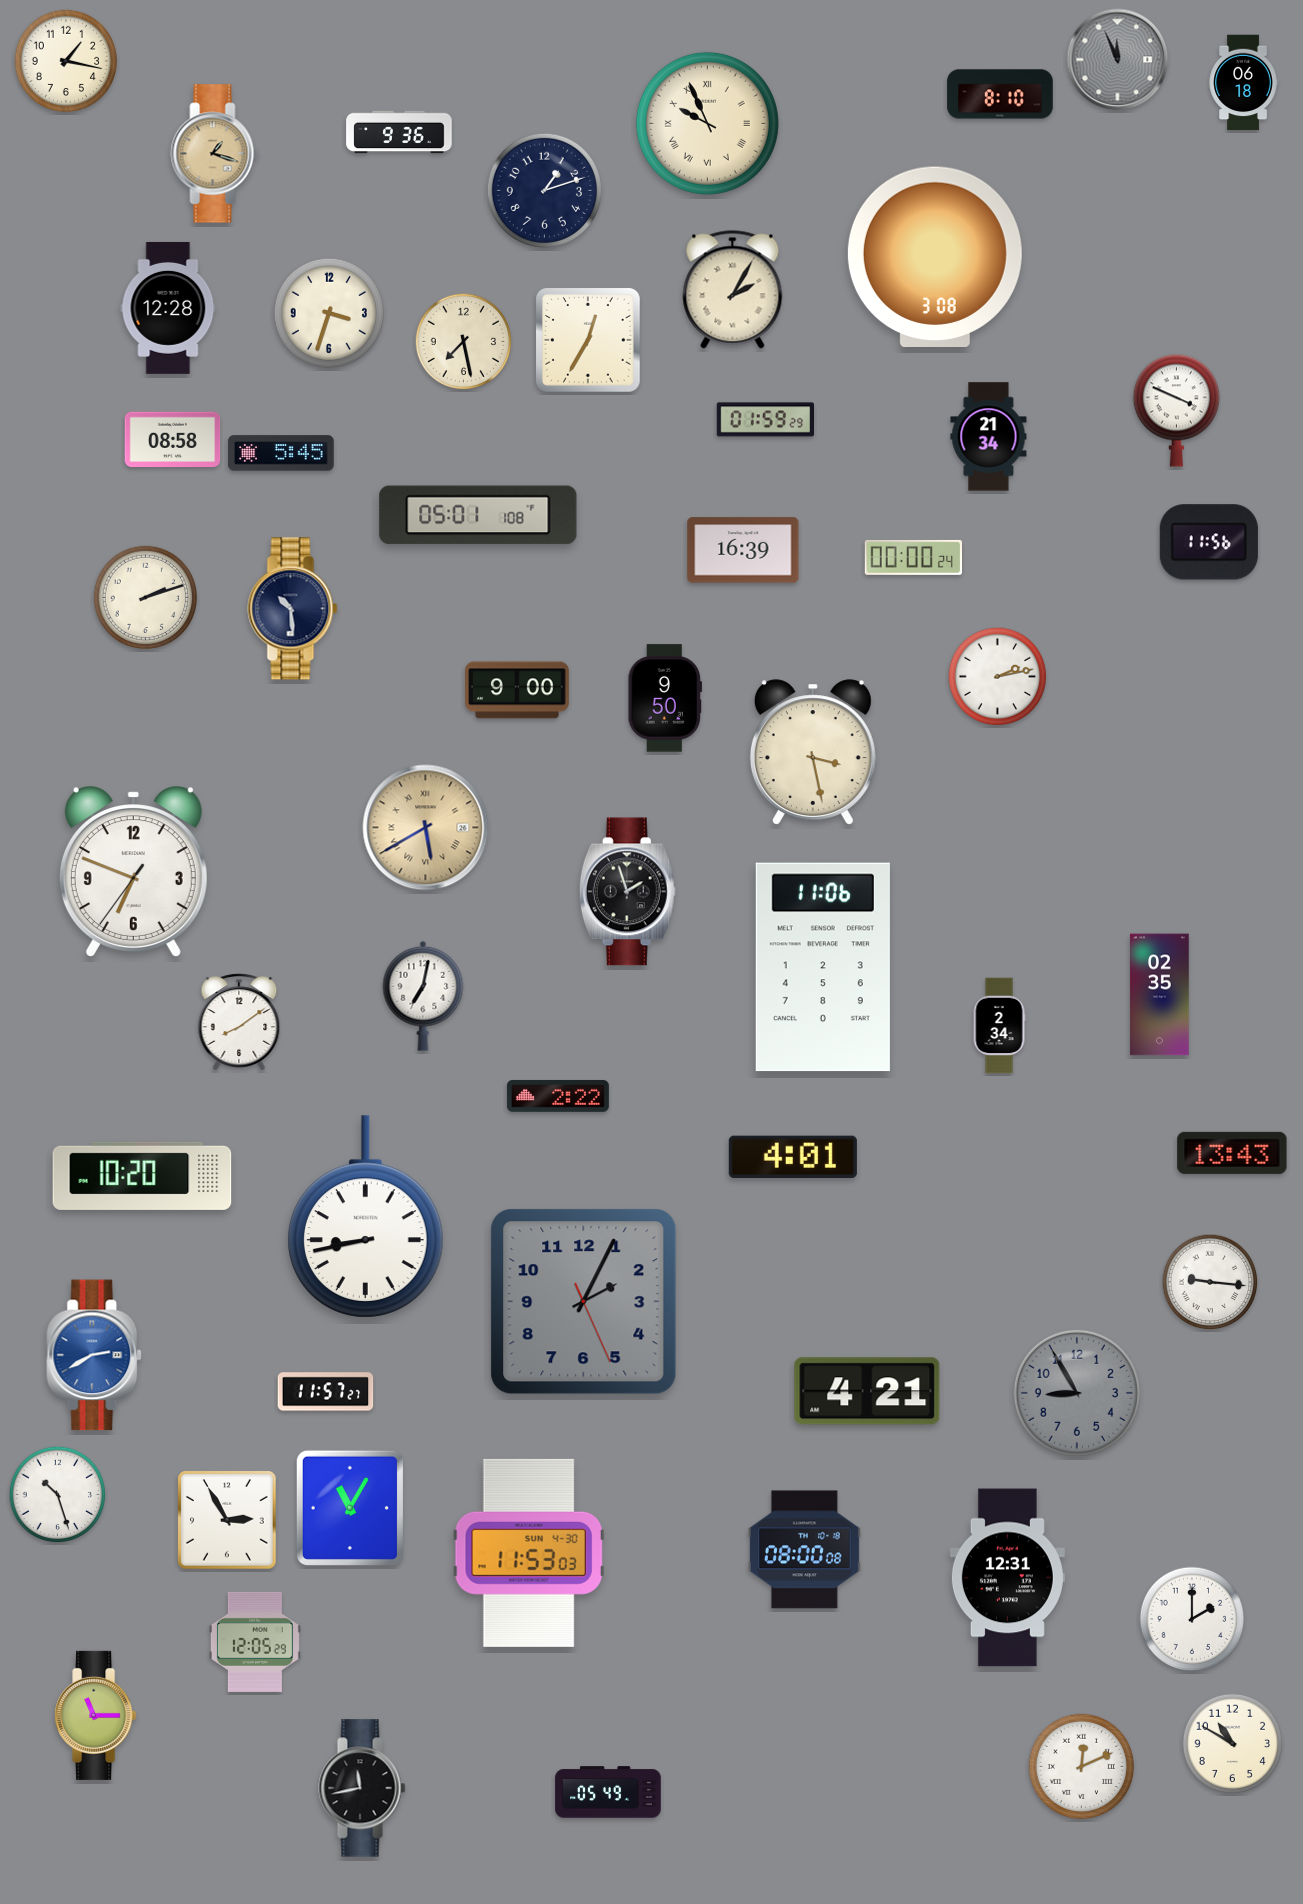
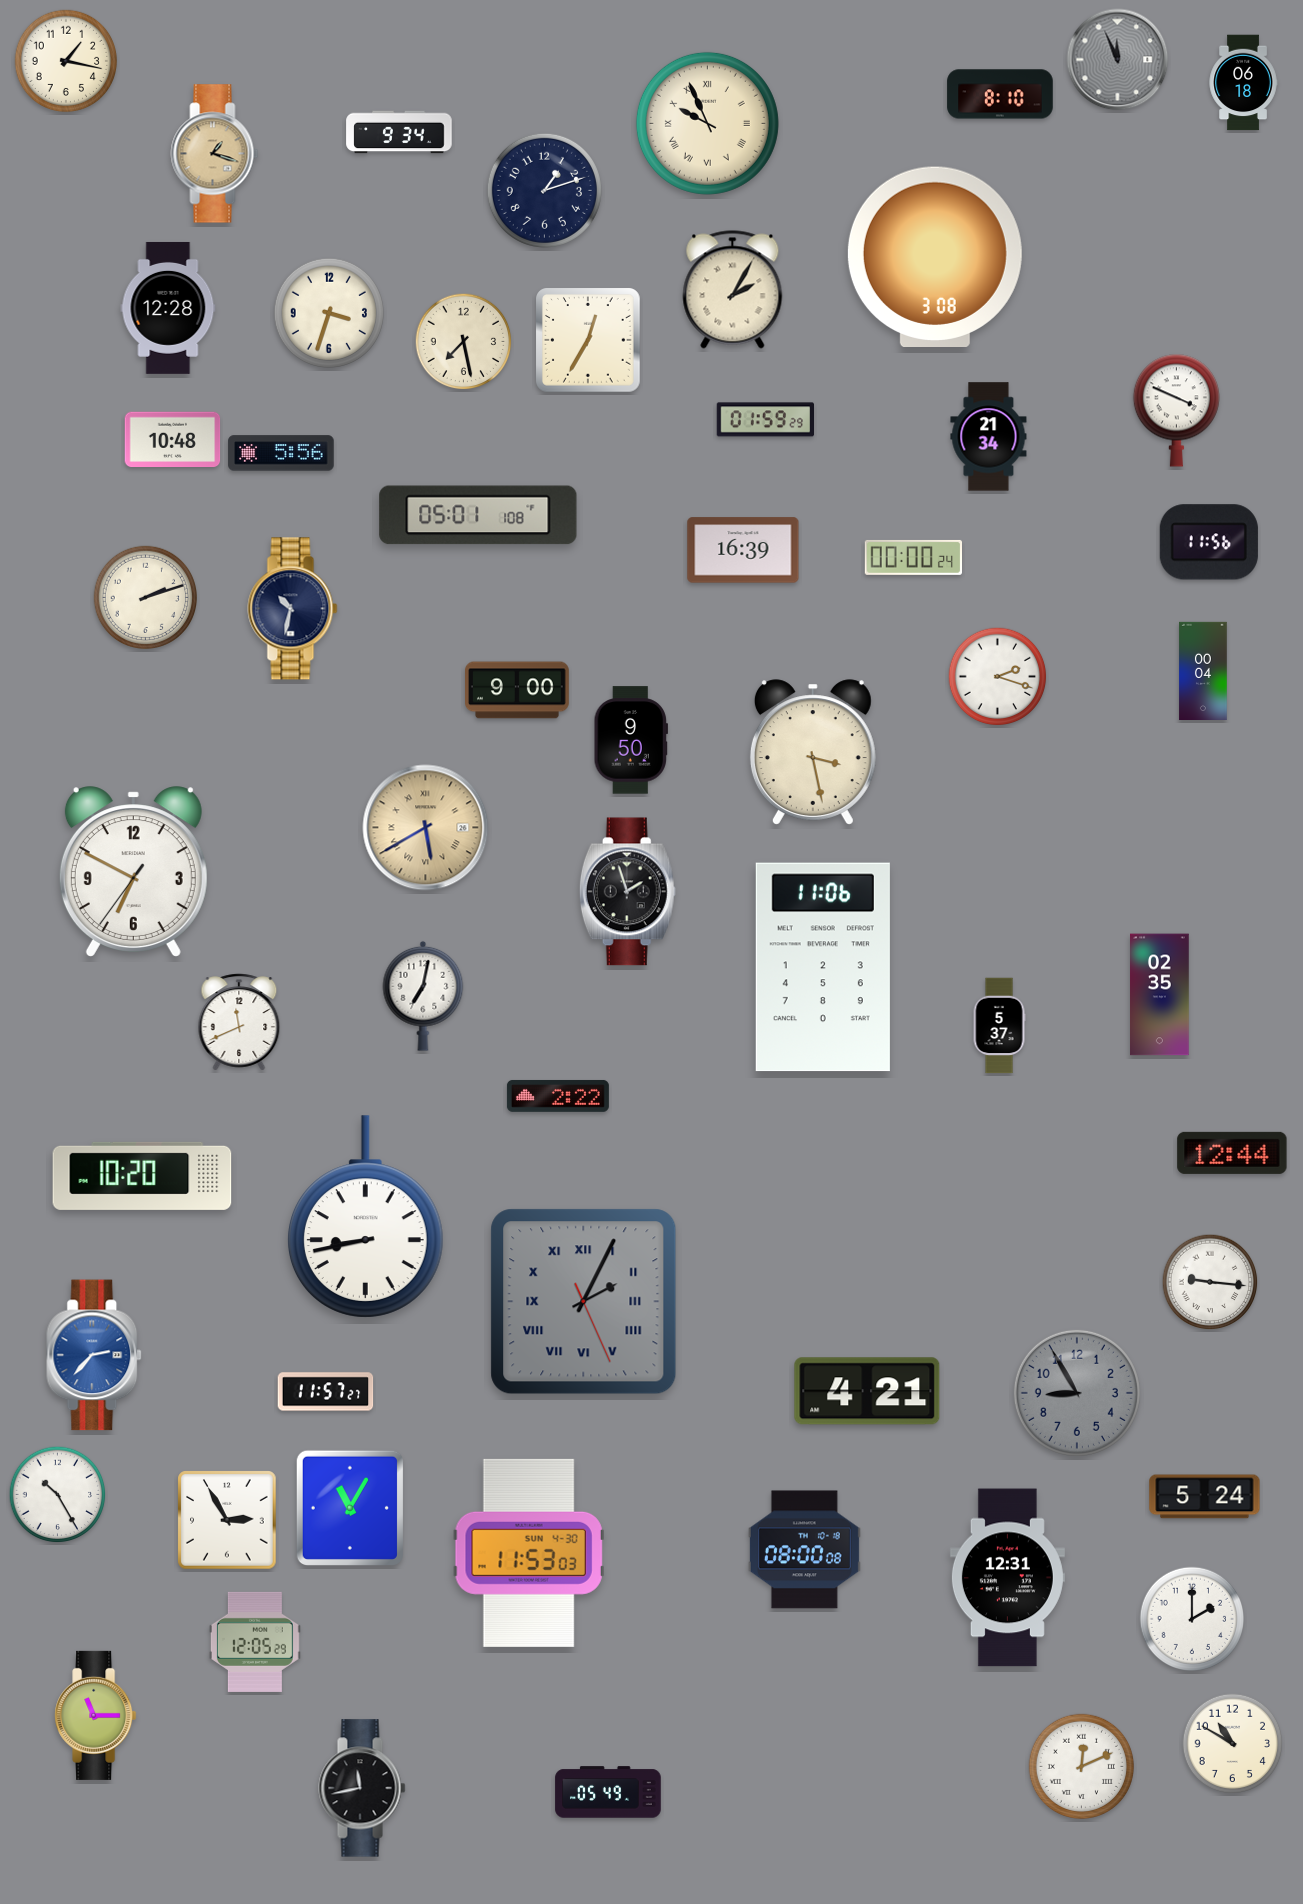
clock at (399, 132): 9:36 -> 9:34
clock at (173, 440): 08:58 -> 10:48
clock at (281, 453): 5:45 -> 5:56
clock at (293, 609): 10:29 -> 10:32
clock at (1203, 670): none -> 00:04
clock at (998, 677): 2:13 -> 2:18
clock at (664, 698) position: (664, 698) -> (630, 740)
clock at (133, 872): 6:48 -> 6:49
clock at (239, 1022): 8:09 -> 11:41
clock at (999, 1026): 2:34 -> 5:37
clock at (1232, 1153): 13:43 -> 12:44
clock at (793, 1156): 4:01 -> none
clock at (584, 1302) numerals: Arabic -> Roman
clock at (95, 1355): 2:40 -> 2:37
clock at (58, 1495): 10:27 -> 10:25
clock at (1205, 1497): none -> 5:24
